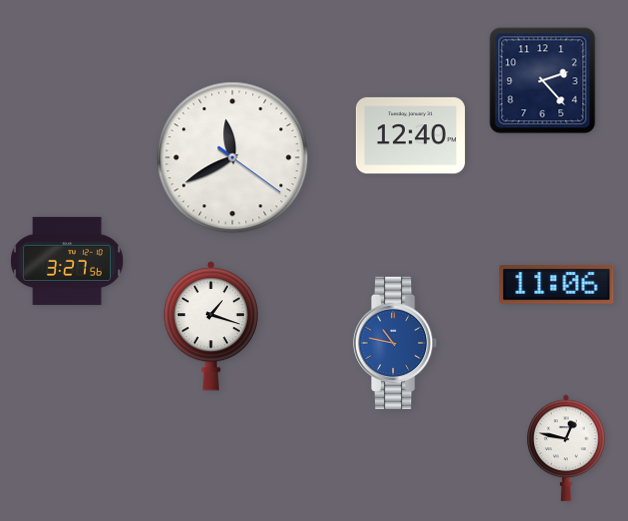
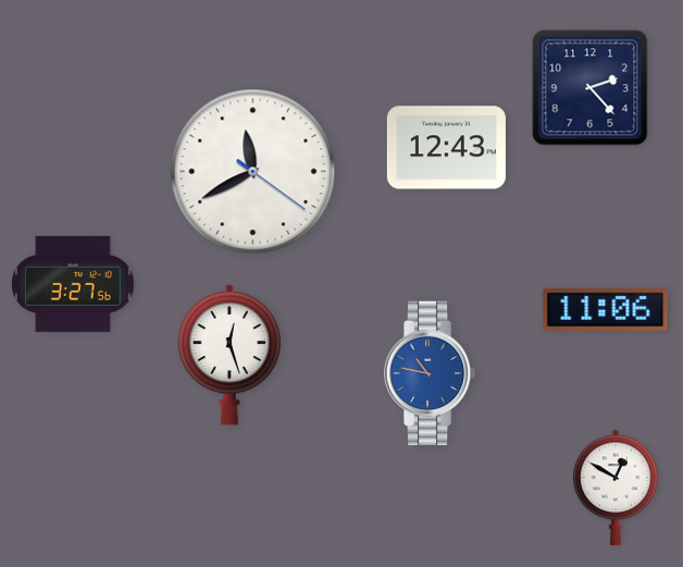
clock at (410, 136): 12:40 -> 12:43
clock at (211, 326): 1:18 -> 12:27
clock at (567, 448): 12:47 -> 12:50
